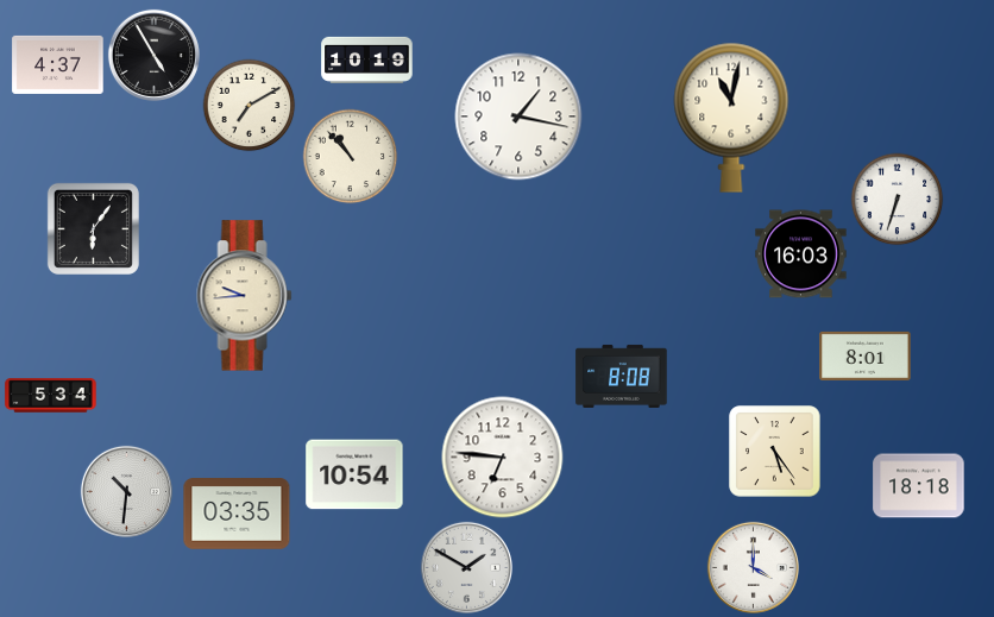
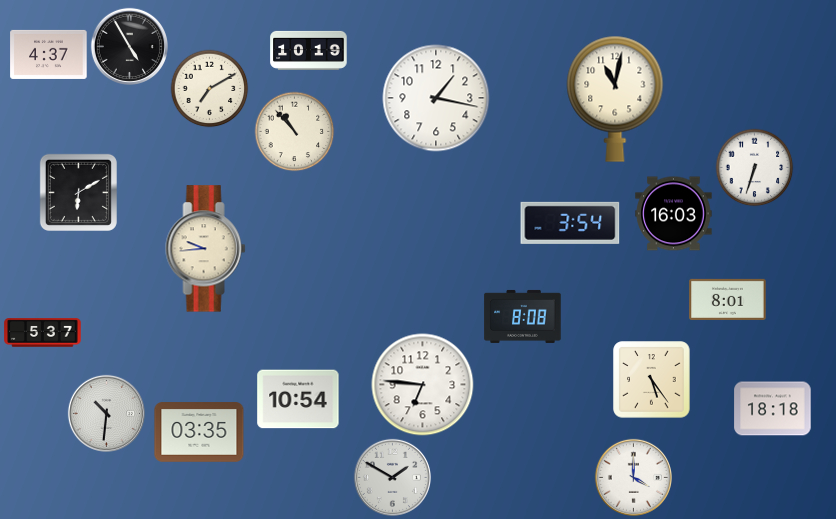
clock at (93, 228): 6:06 -> 6:10
clock at (570, 223): none -> 3:54
clock at (51, 396): 5:34 -> 5:37
